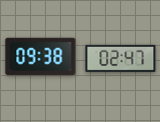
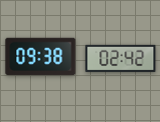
clock at (121, 58): 02:47 -> 02:42
